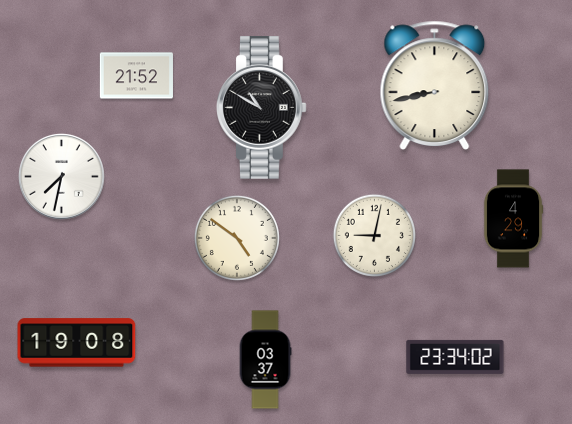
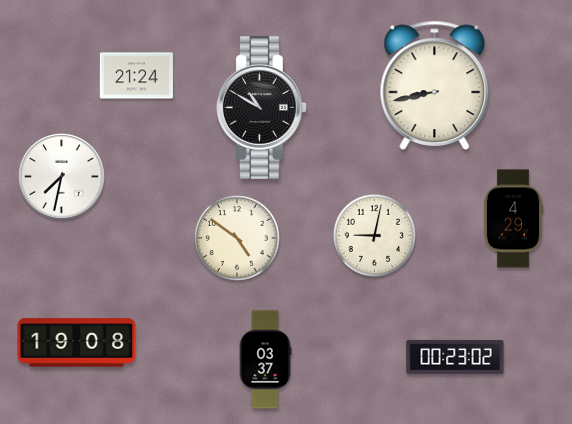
clock at (136, 76): 21:52 -> 21:24
clock at (455, 357): 23:34 -> 00:23
